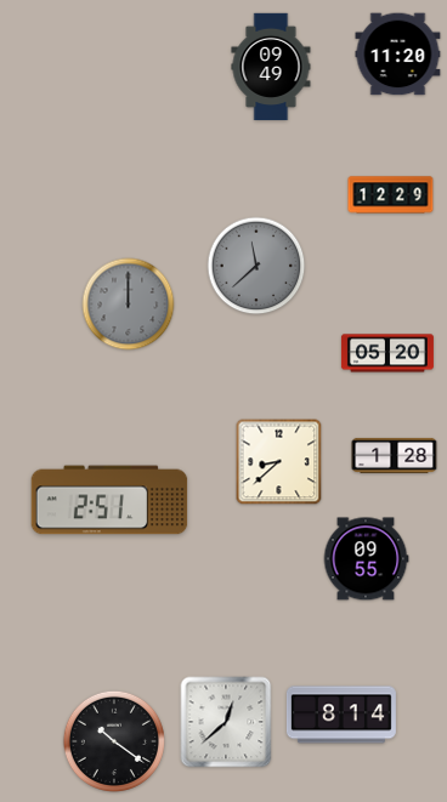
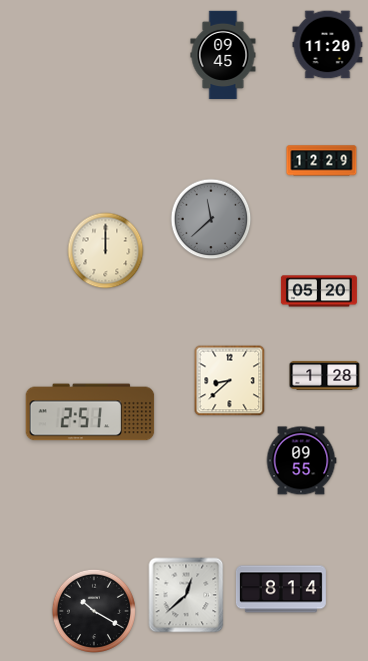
clock at (271, 67): 09:49 -> 09:45
clock at (129, 305) dial: grey -> cream
clock at (114, 741): 10:21 -> 10:20
